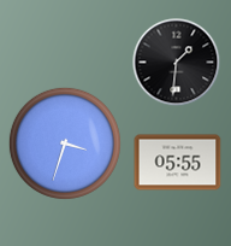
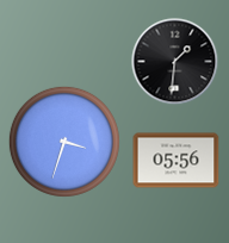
clock at (178, 163): 05:55 -> 05:56
